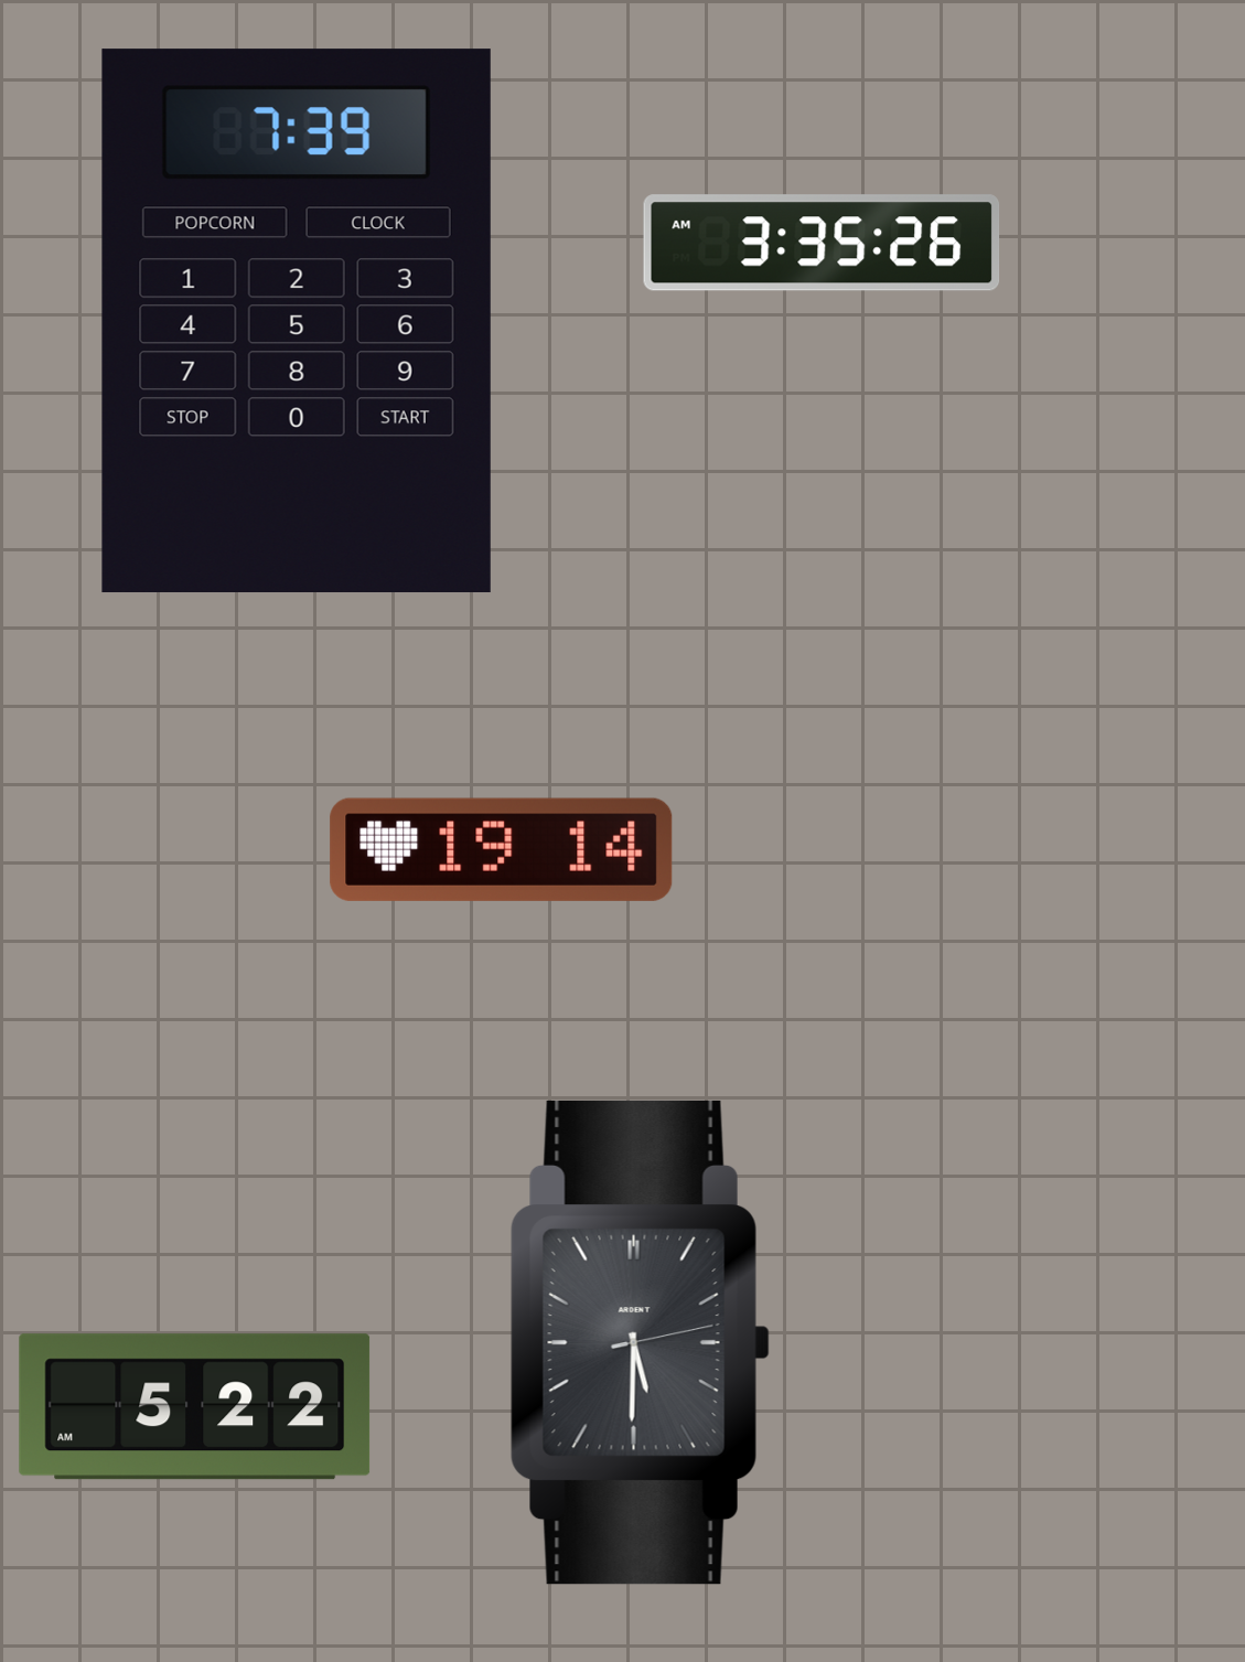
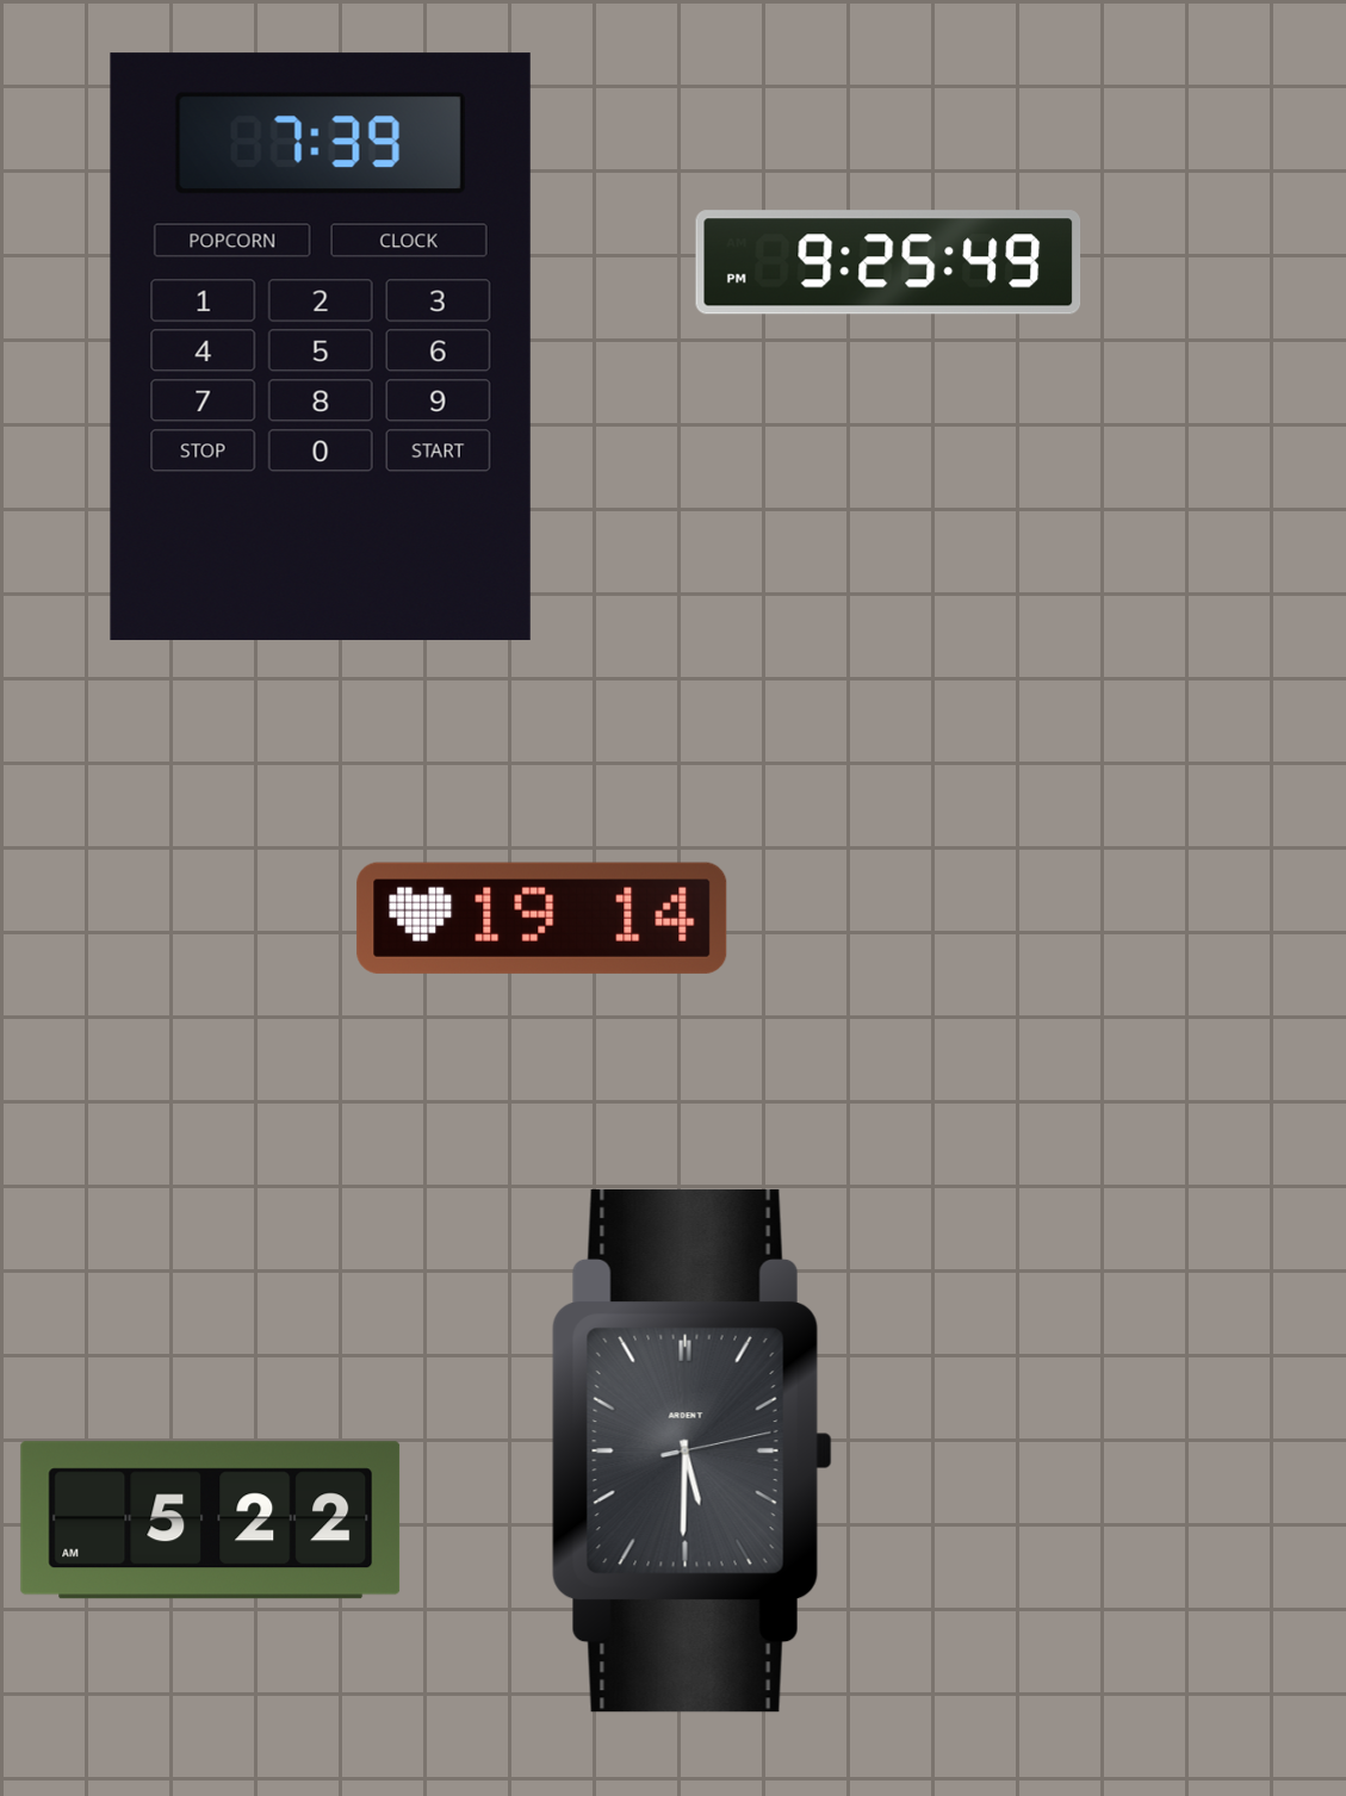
clock at (822, 243): 3:35 -> 9:25
